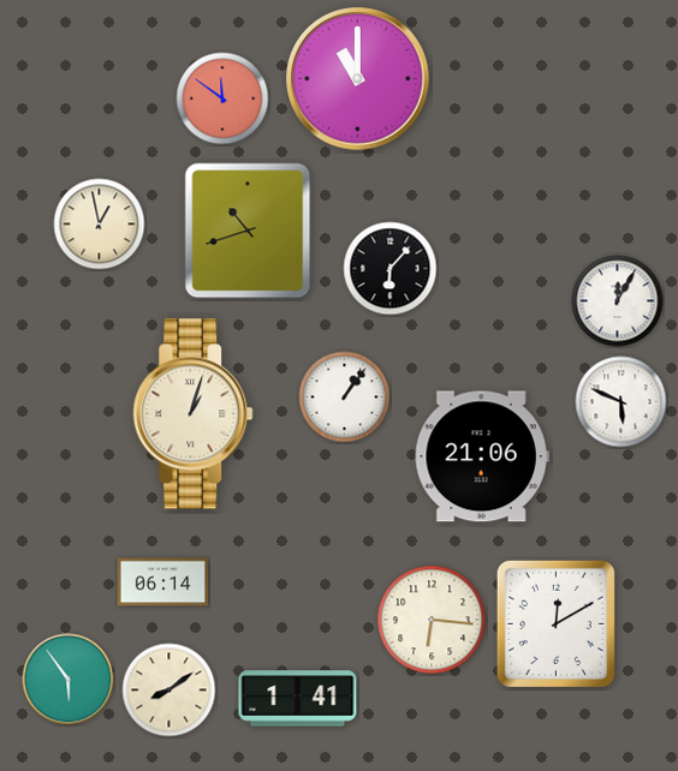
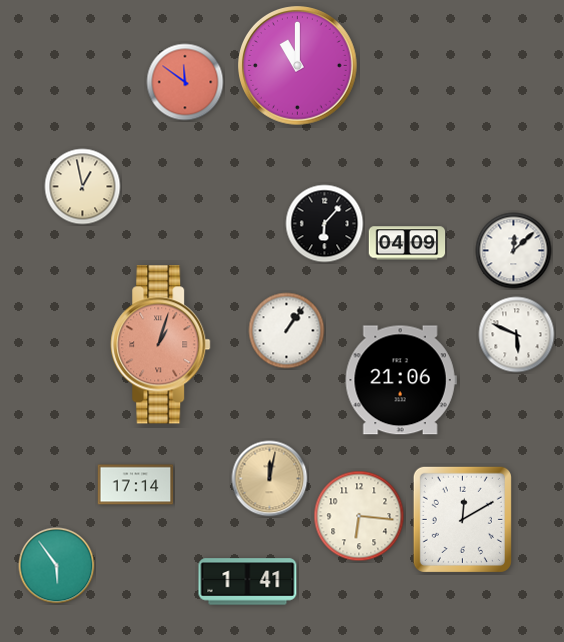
clock at (248, 231): 10:42 -> none
clock at (407, 243): none -> 04:09
clock at (618, 301): 12:05 -> 12:08
clock at (194, 414) dial: cream -> salmon
clock at (270, 479): none -> 12:02
clock at (163, 582): 06:14 -> 17:14
clock at (169, 691): 8:09 -> none
